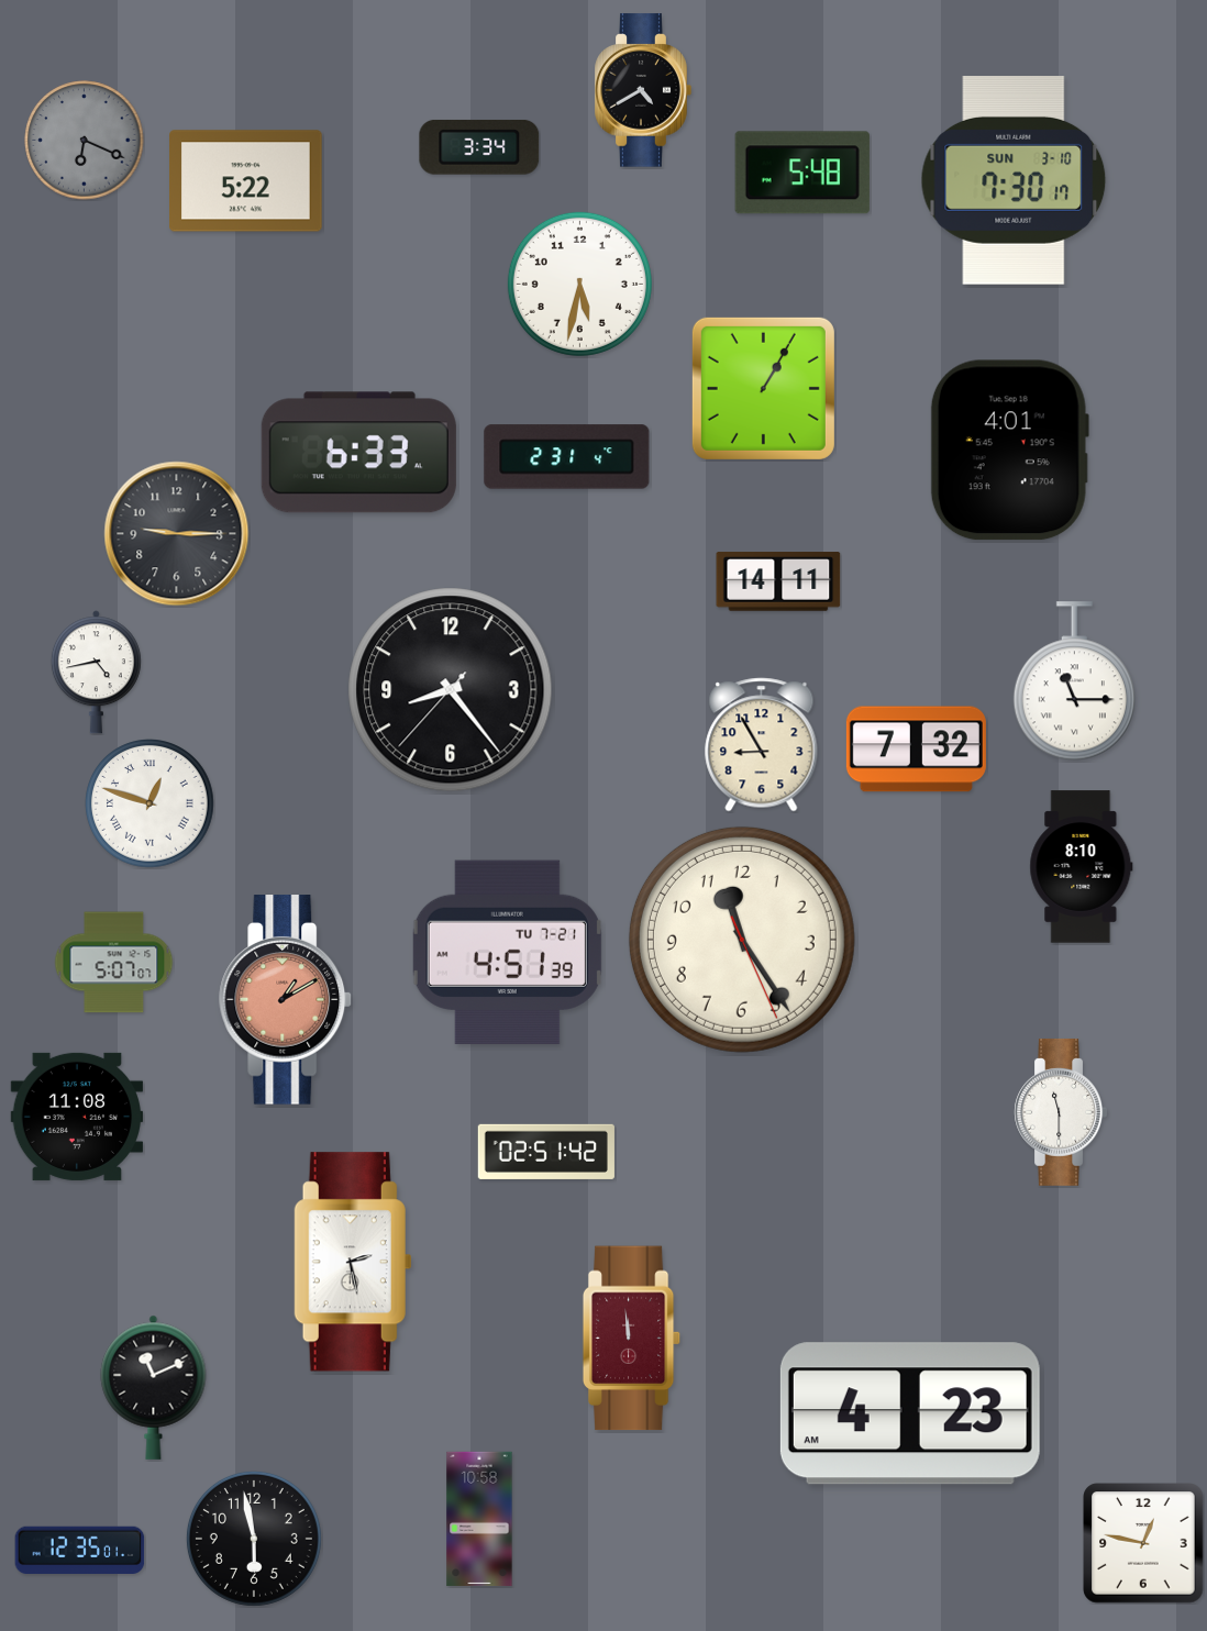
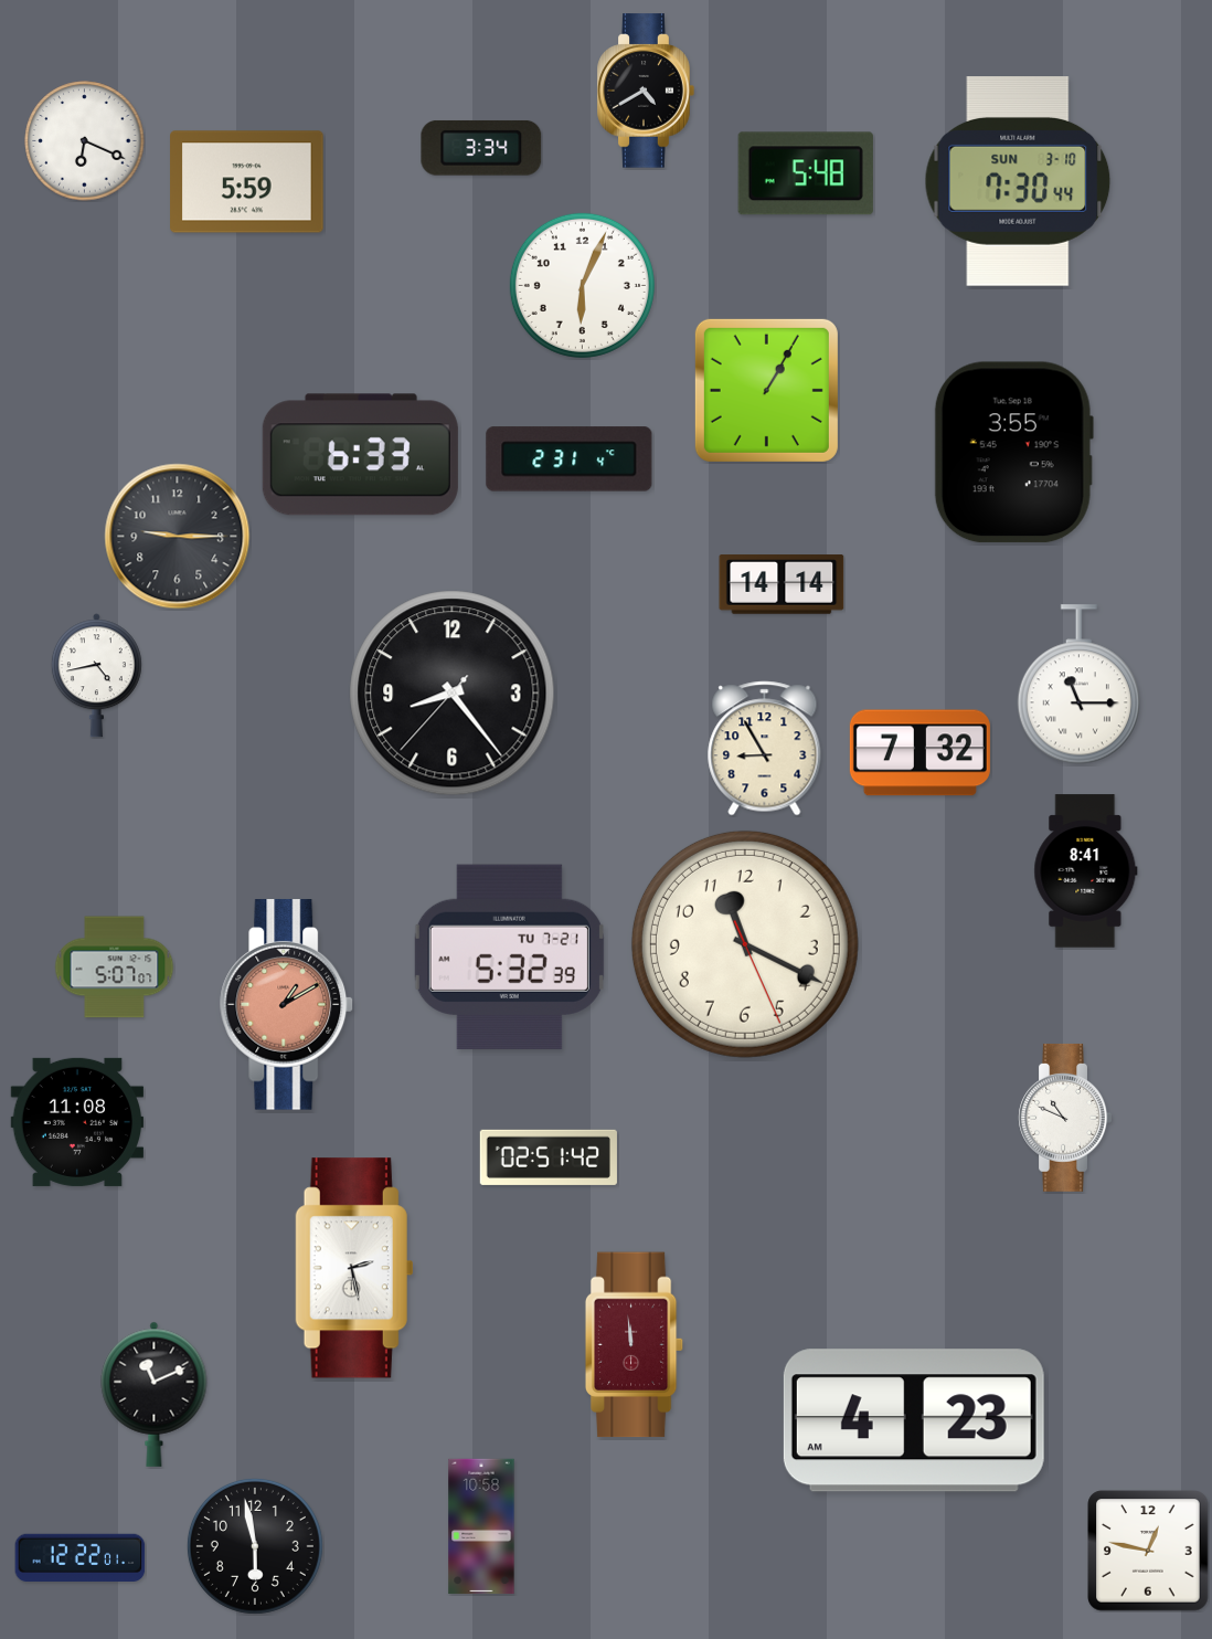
clock at (85, 141) dial: grey -> white
clock at (246, 181): 5:22 -> 5:59
clock at (1014, 181): 7:30:17 -> 7:30:44
clock at (579, 284): 5:32 -> 6:04
clock at (1009, 451): 4:01 -> 3:55
clock at (778, 581): 14:11 -> 14:14
clock at (150, 805): 12:48 -> none
clock at (1082, 867): 8:10 -> 8:41
clock at (742, 940): 11:24 -> 11:19
clock at (507, 952): 4:51 -> 5:32
clock at (1061, 1112): 11:30 -> 10:49
clock at (80, 1551): 12:35 -> 12:22
